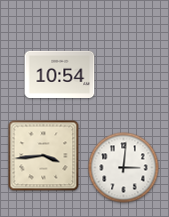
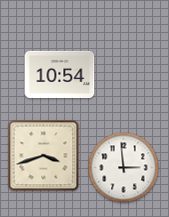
clock at (44, 156): 3:44 -> 3:42
clock at (124, 168): 3:01 -> 2:59
